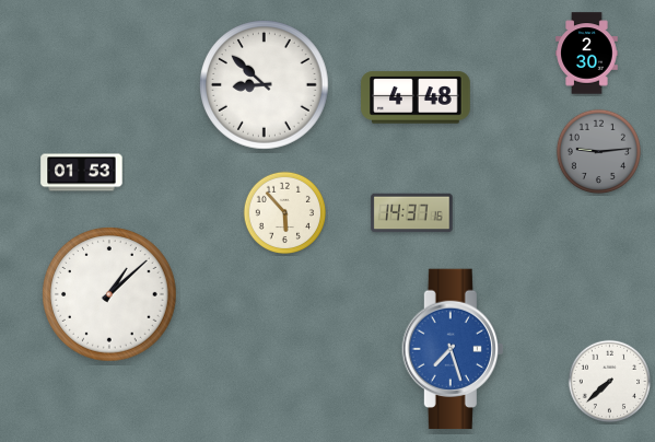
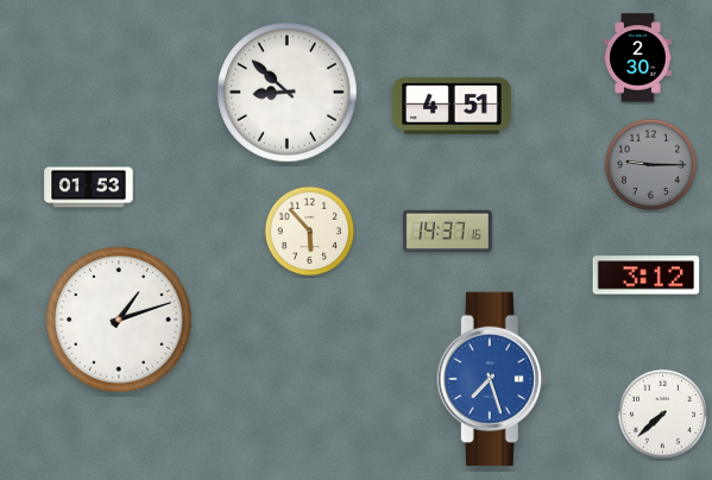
clock at (416, 97): 4:48 -> 4:51
clock at (598, 151): 9:14 -> 9:15
clock at (647, 276): none -> 3:12
clock at (109, 294): 1:08 -> 1:12
